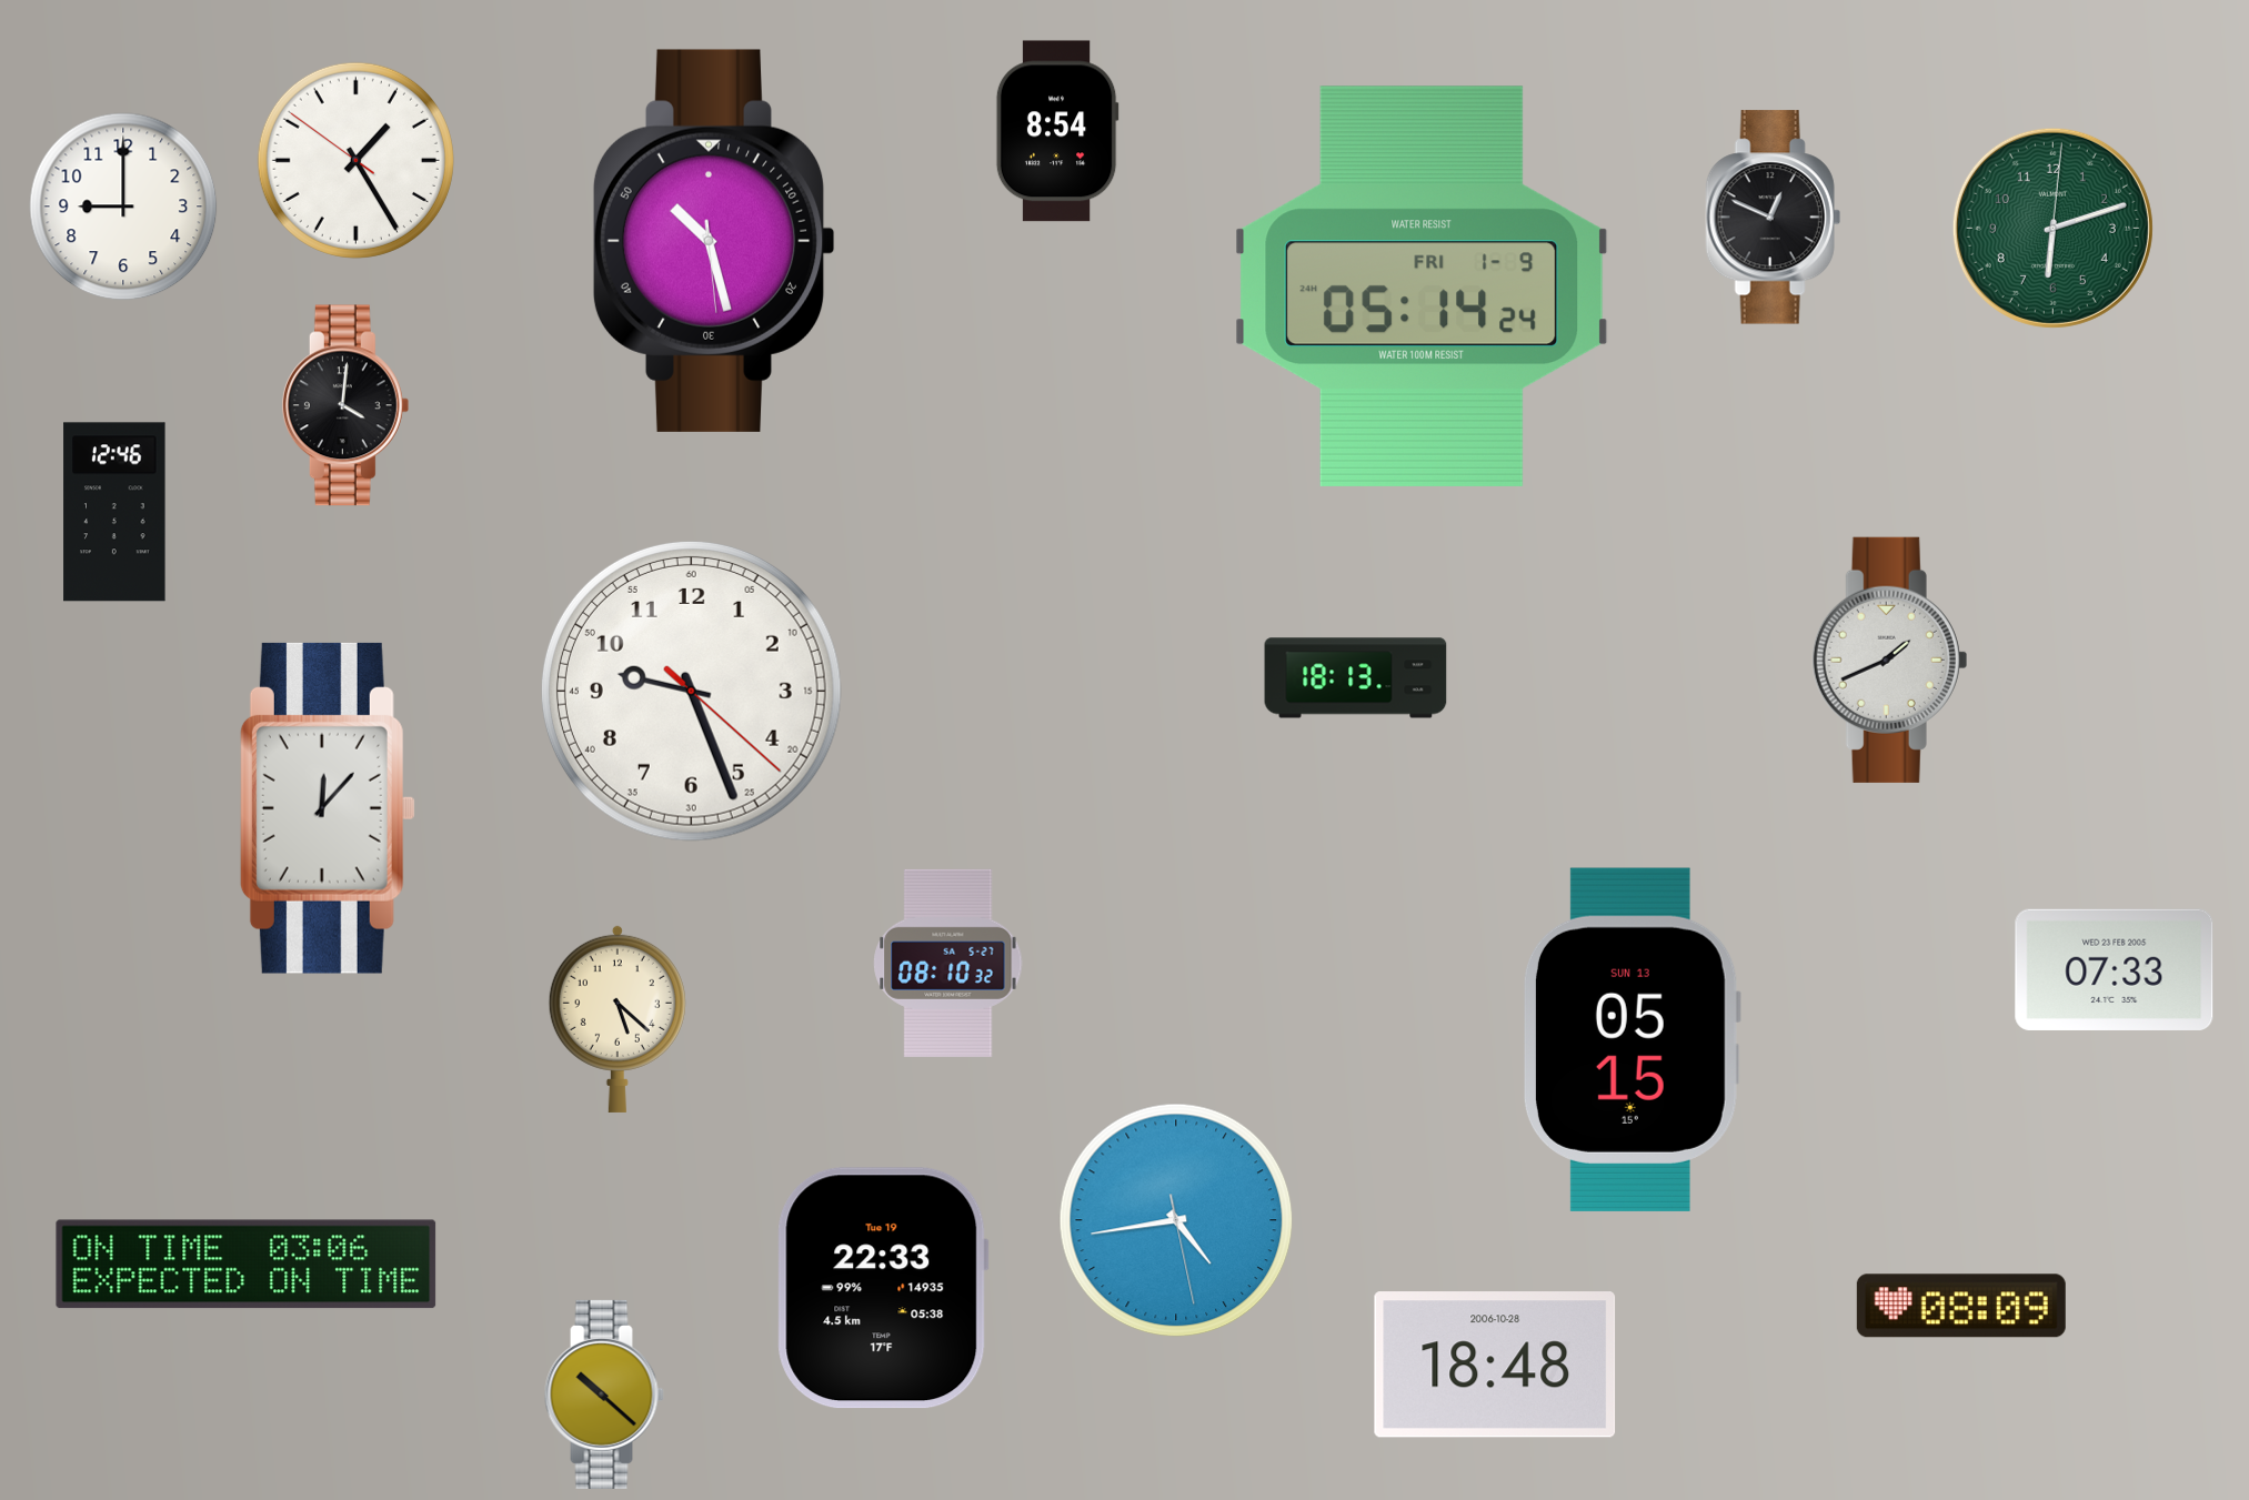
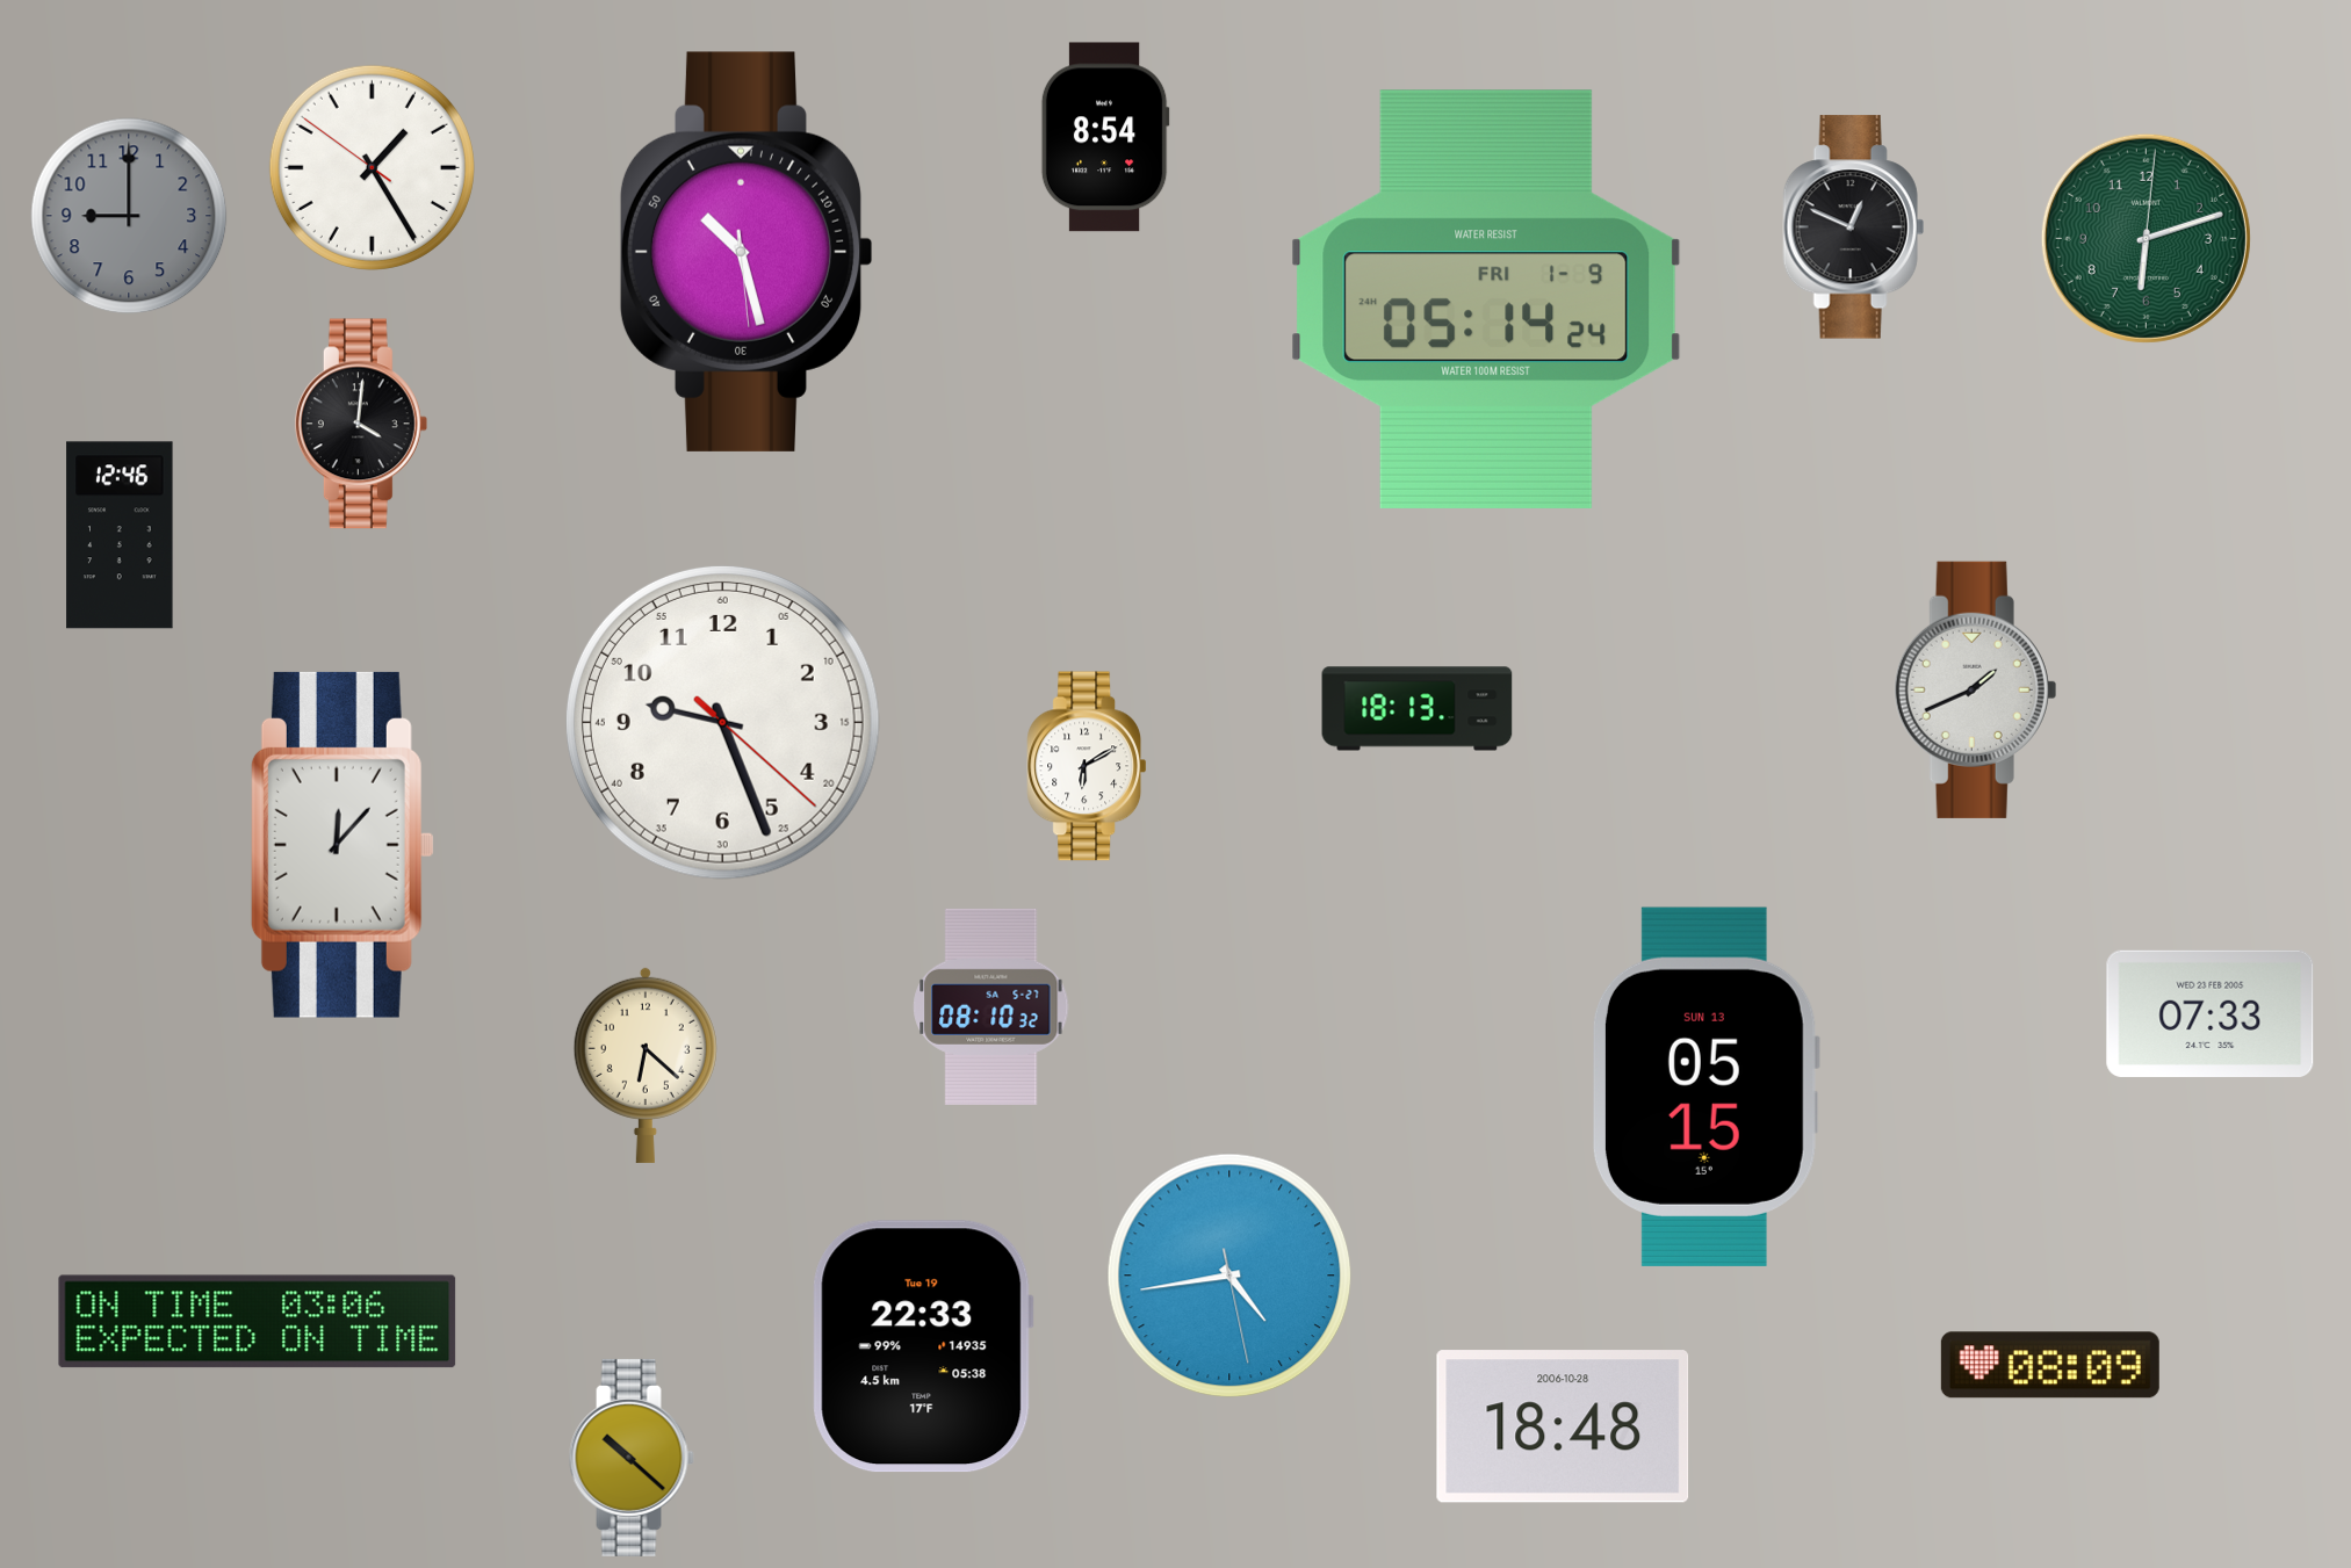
clock at (123, 207) dial: white -> grey
clock at (1087, 766): none -> 6:10
clock at (618, 1018): 5:22 -> 6:22
